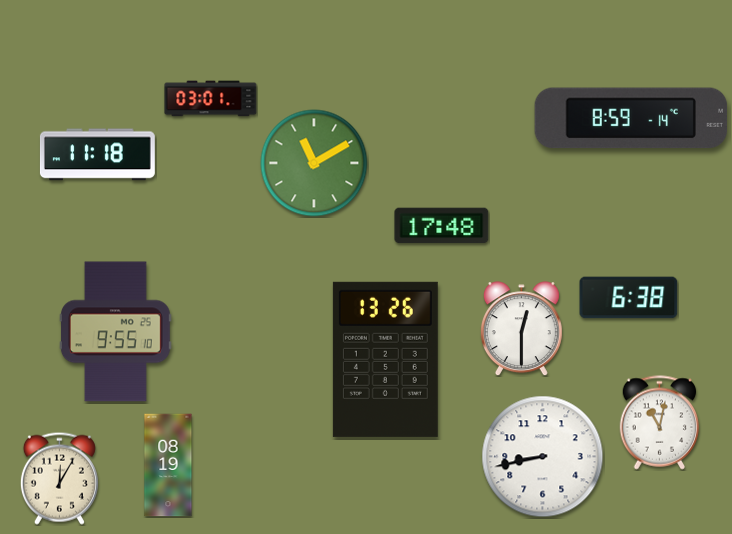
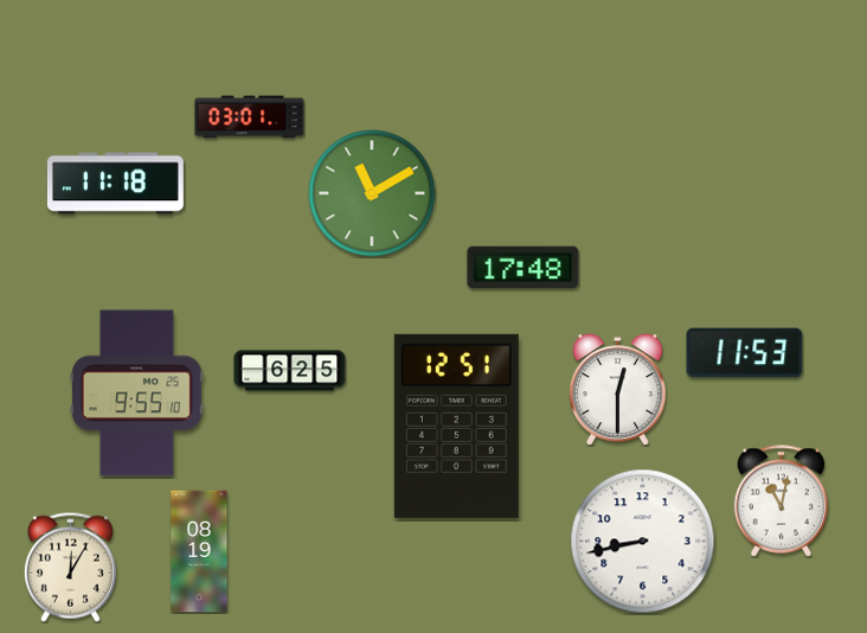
clock at (631, 118): 8:59 -> none
clock at (629, 298): 6:38 -> 11:53
clock at (290, 371): none -> 6:25
clock at (385, 359): 13:26 -> 12:51
